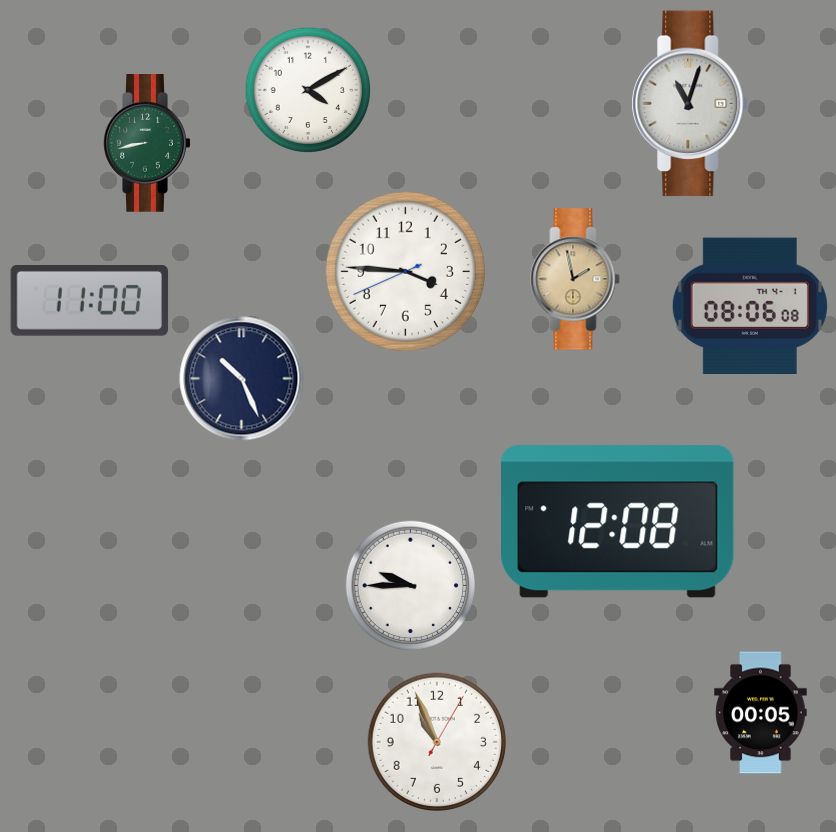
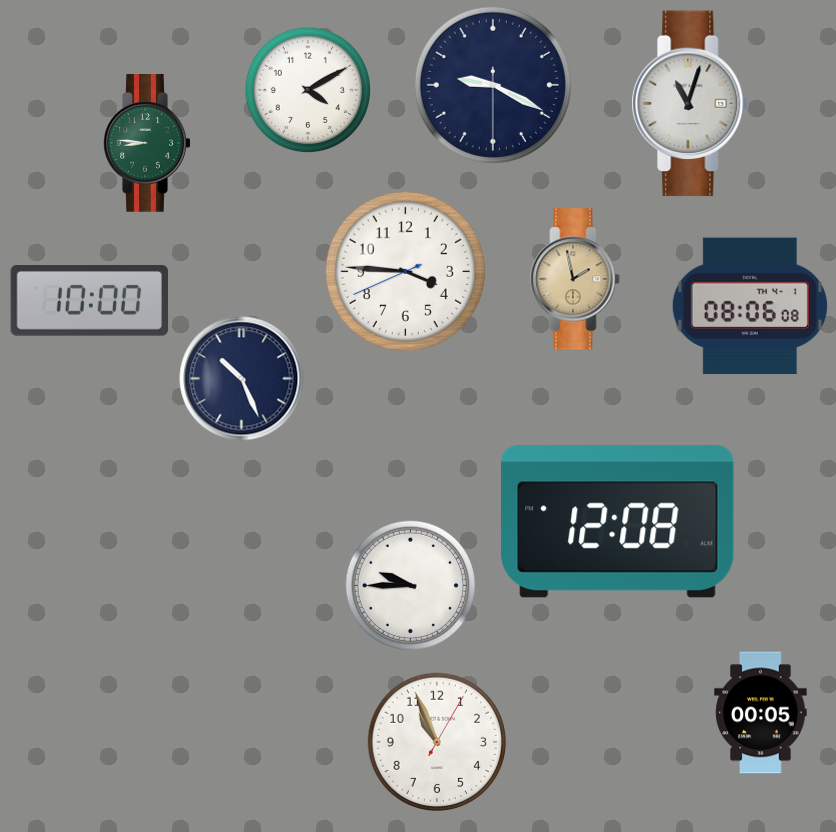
clock at (493, 85): none -> 9:19
clock at (147, 144): 8:43 -> 8:46
clock at (90, 301): 11:00 -> 10:00
